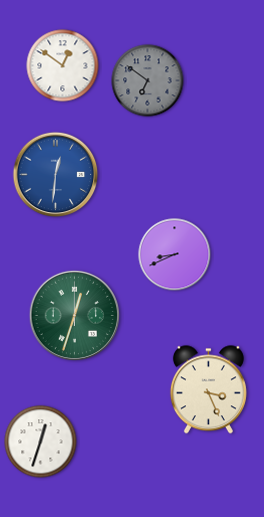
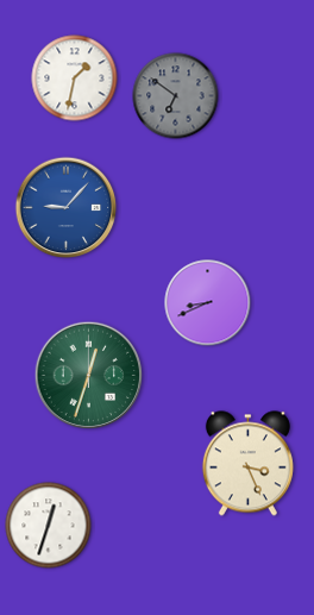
clock at (63, 66): 12:51 -> 1:32
clock at (56, 175): 12:31 -> 9:07
